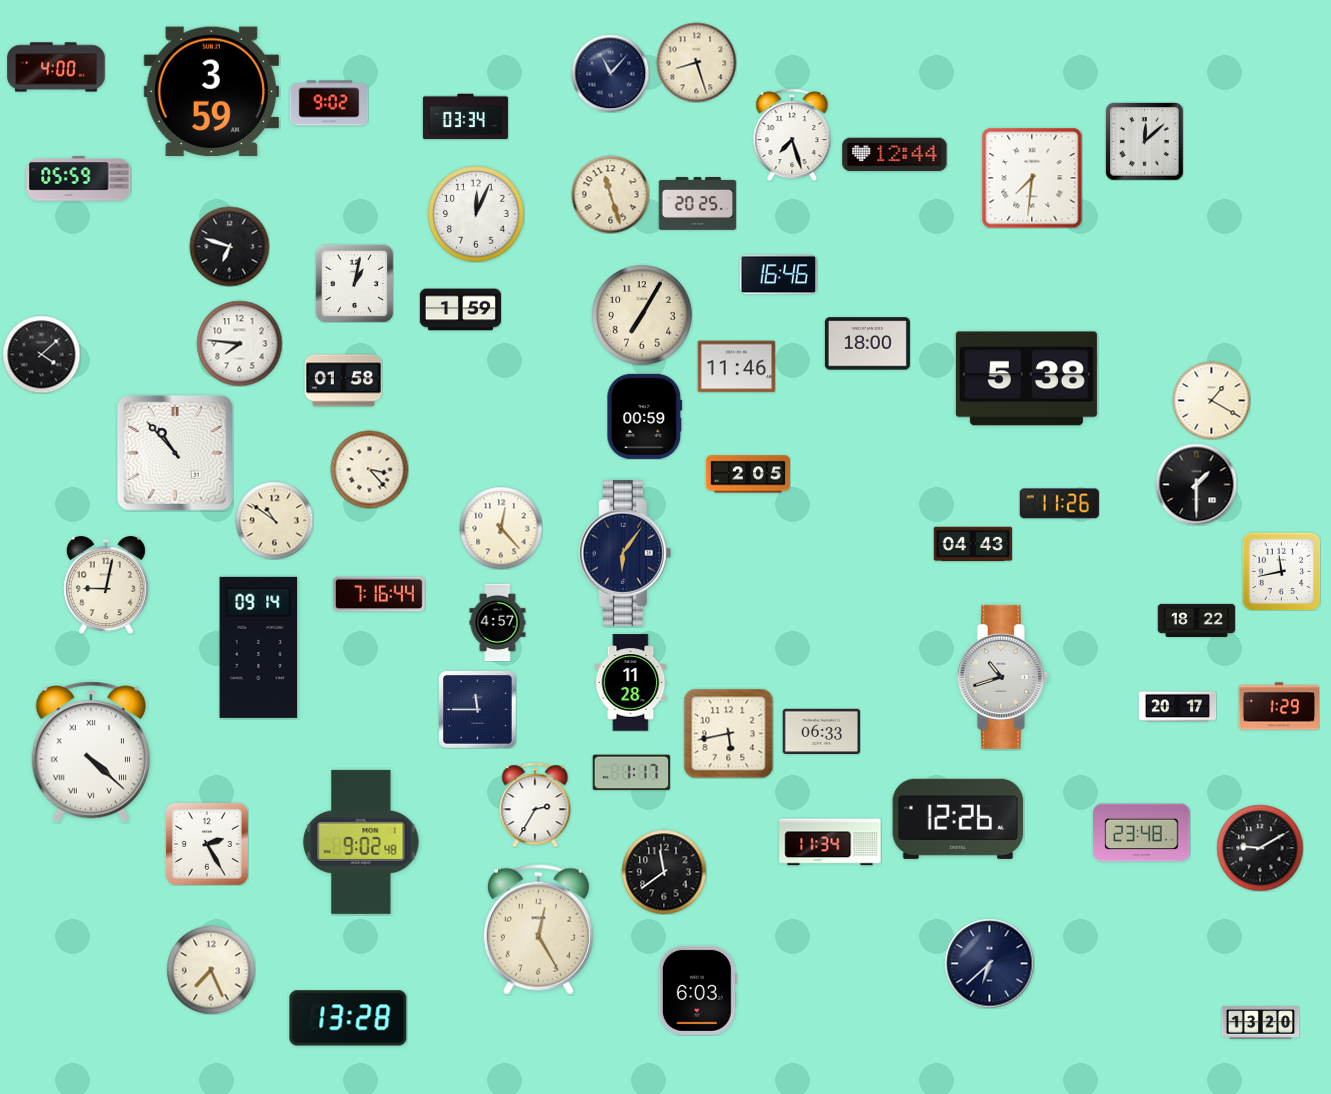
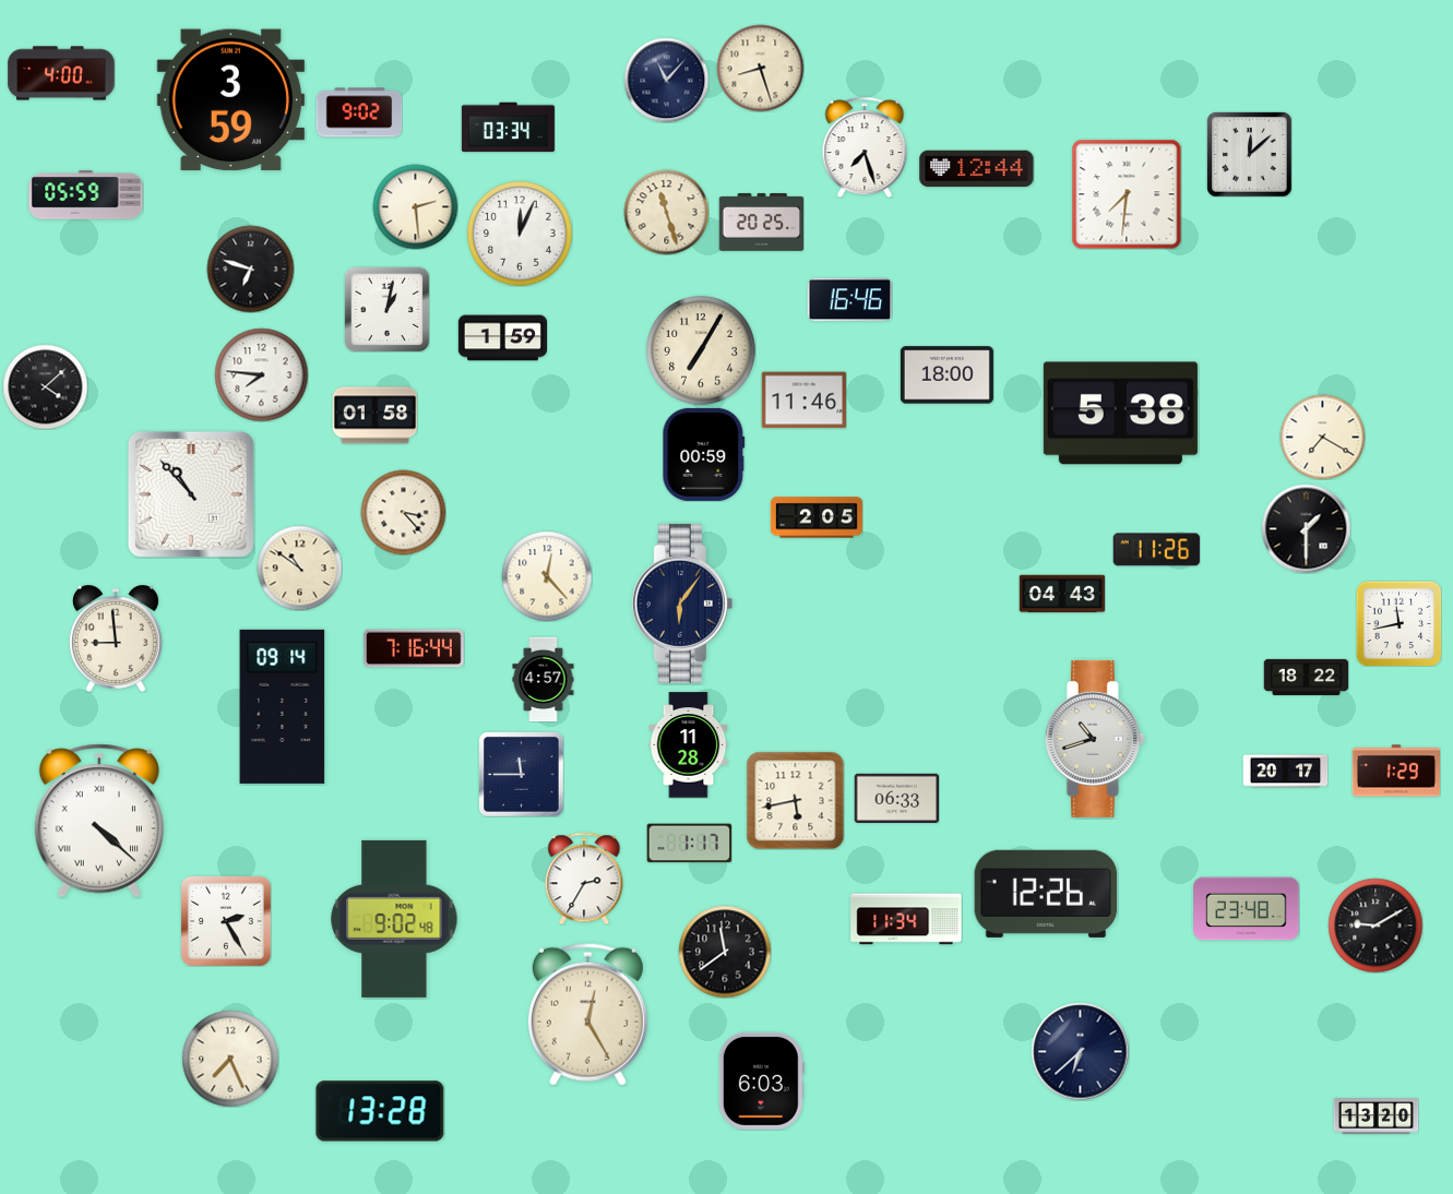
clock at (415, 206): none -> 2:29
clock at (642, 315) position: (642, 315) -> (701, 350)
clock at (1211, 400): 1:20 -> 7:20
clock at (106, 585): 9:02 -> 8:59
